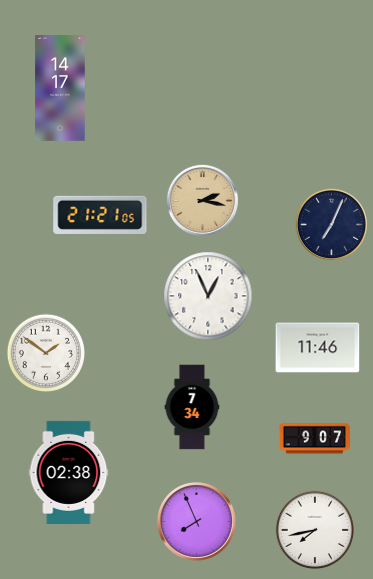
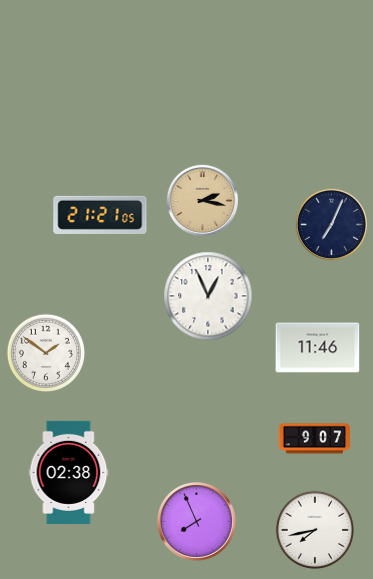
clock at (60, 88): 14:17 -> none
clock at (192, 407): 7:34 -> none
